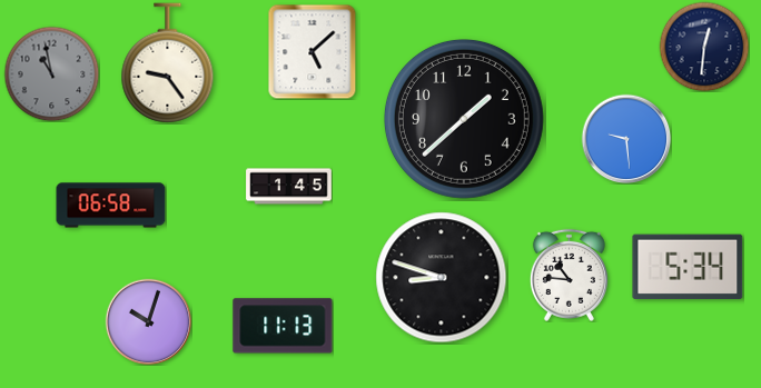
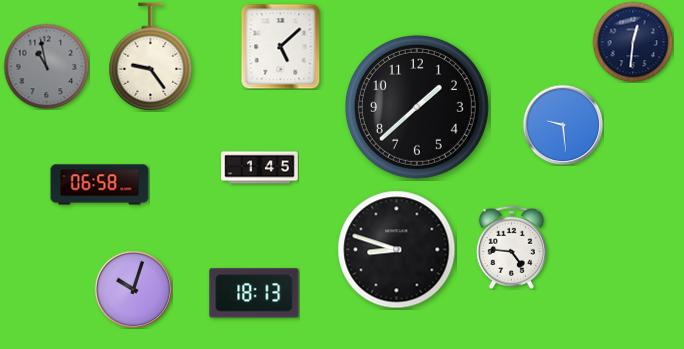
clock at (688, 267): 5:34 -> none
clock at (569, 275): 10:46 -> 4:46
clock at (283, 326): 11:13 -> 18:13
